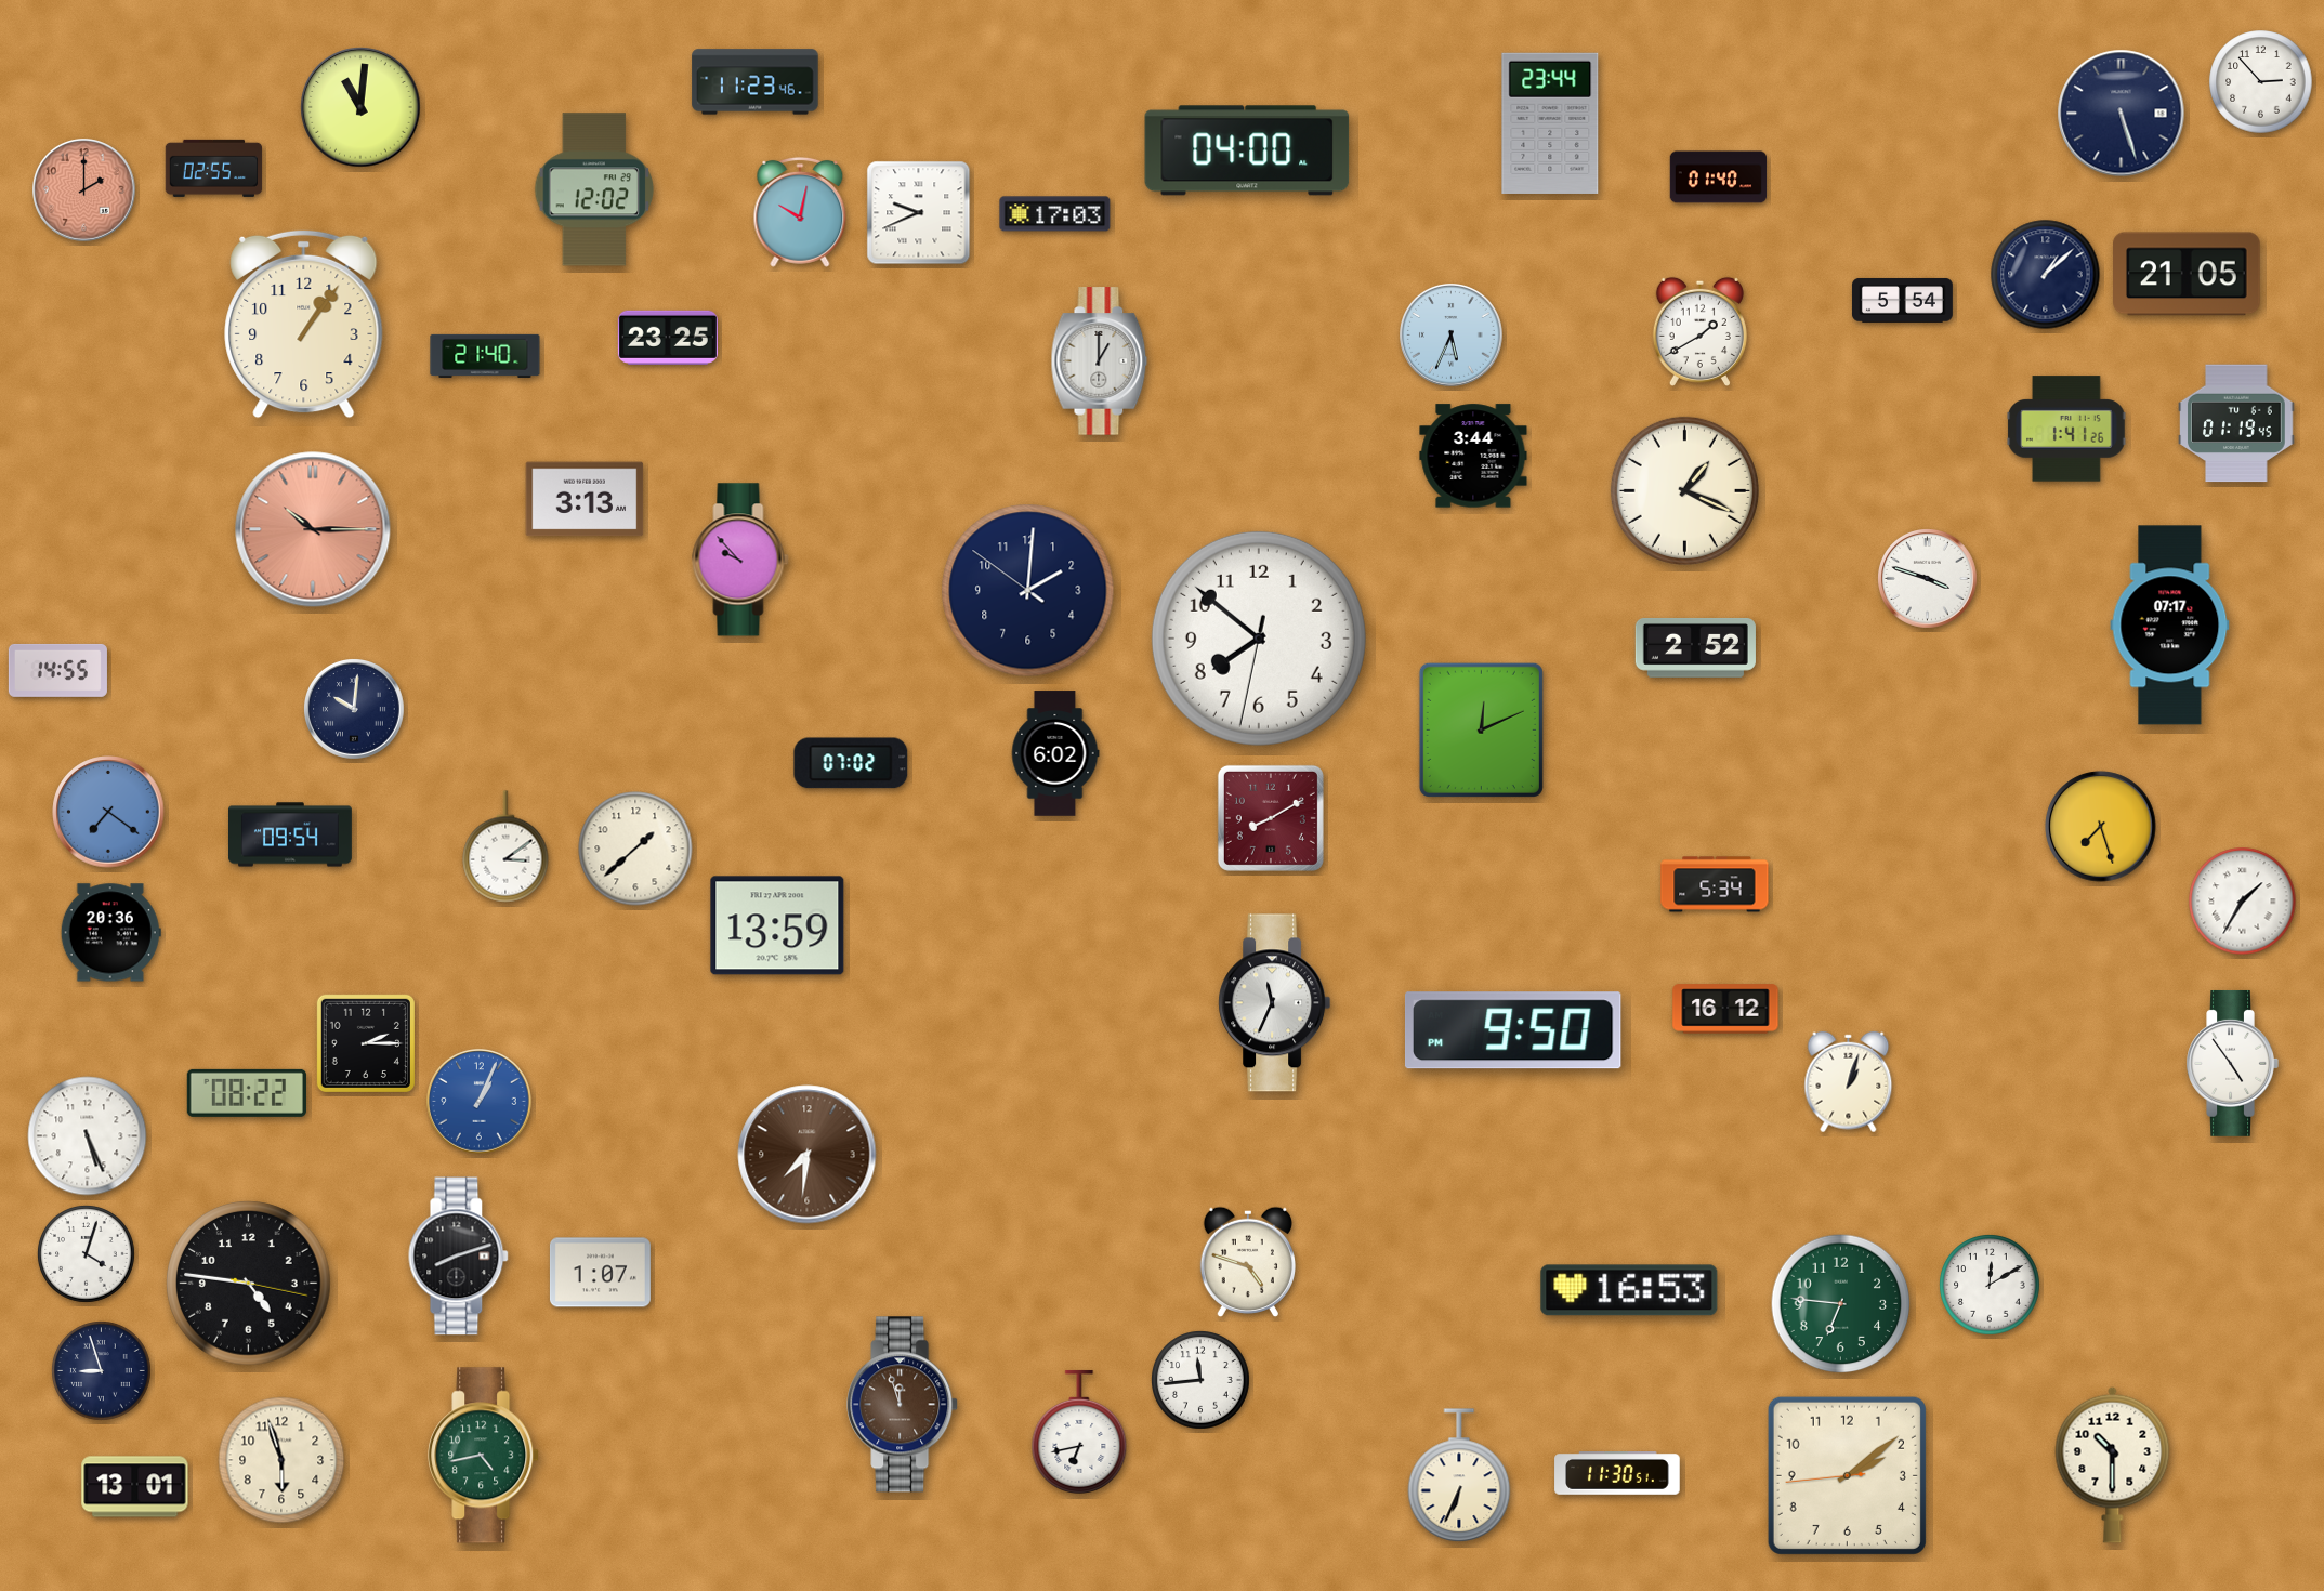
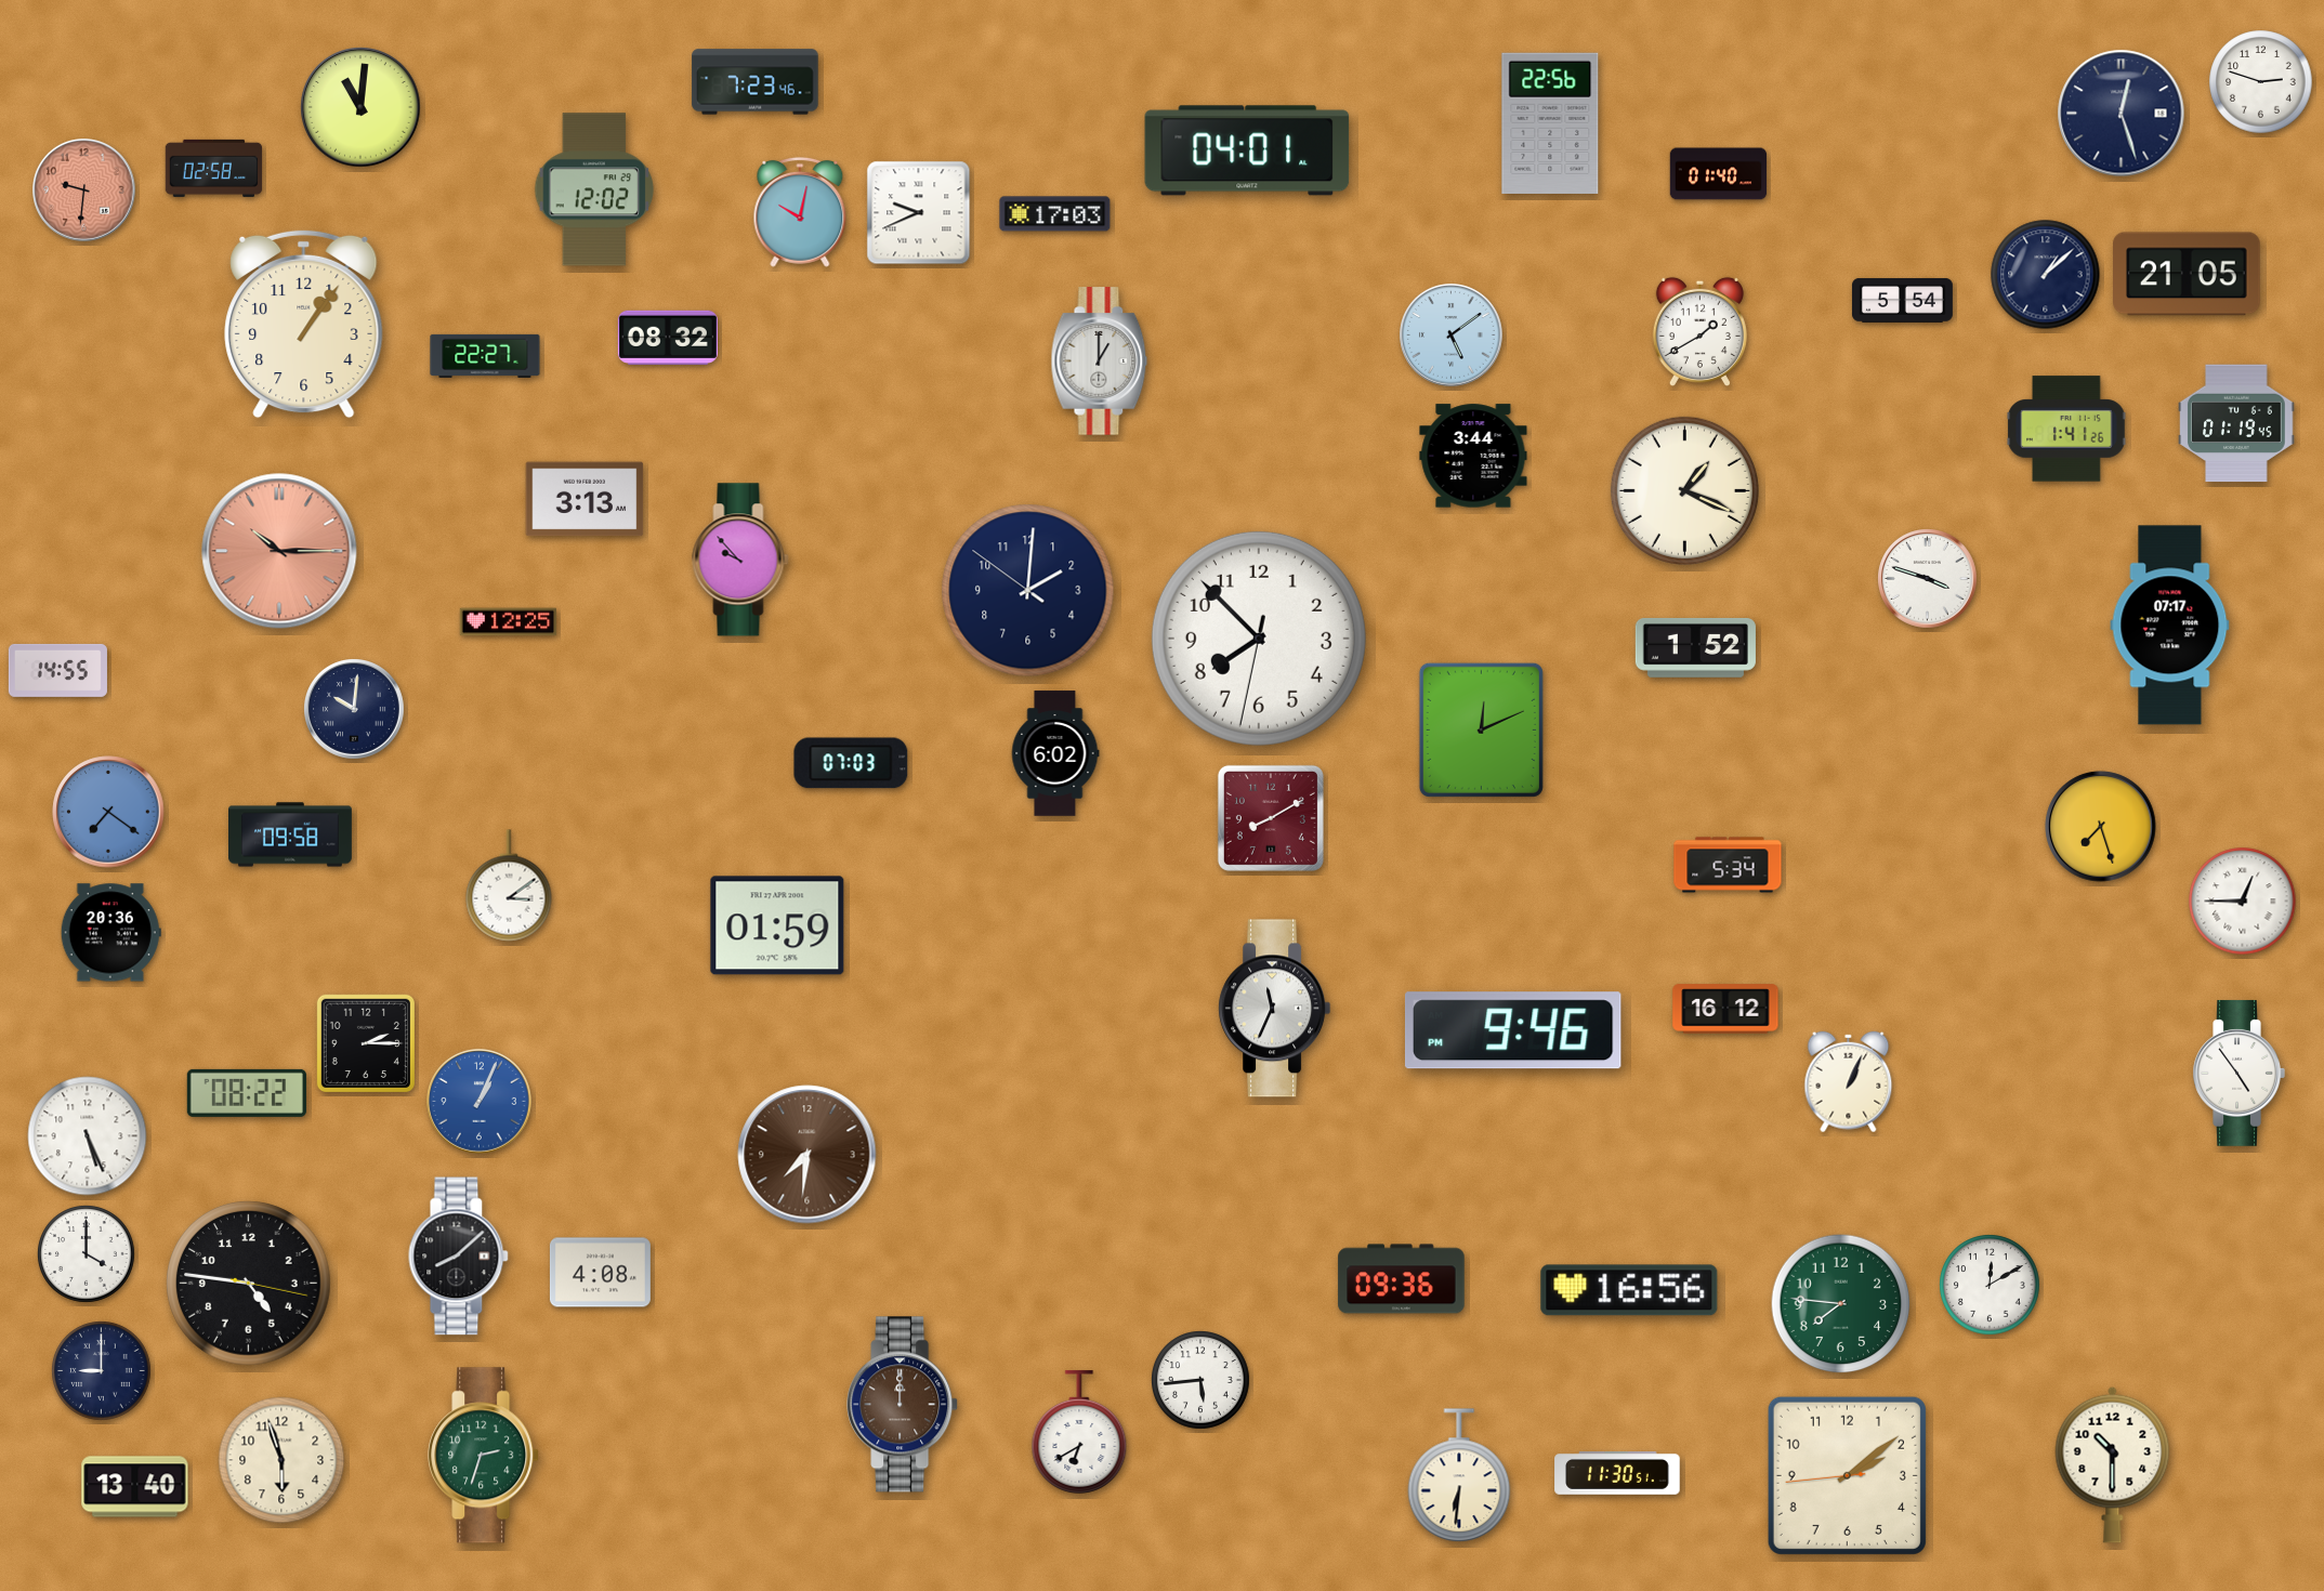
clock at (756, 82): 11:23 -> 7:23
clock at (2261, 82): 2:53 -> 2:48
clock at (2122, 114): 5:27 -> 12:27
clock at (1550, 123): 23:44 -> 22:56
clock at (1247, 150): 04:00 -> 04:01
clock at (214, 168): 02:55 -> 02:58
clock at (1719, 177) position: (1719, 177) -> (1719, 174)
clock at (84, 190): 2:00 -> 9:31
clock at (1452, 336): 5:34 -> 5:09
clock at (668, 338): 23:25 -> 08:32
clock at (485, 356): 21:40 -> 22:27
clock at (313, 529) position: (313, 529) -> (279, 551)
clock at (509, 622): none -> 12:25
clock at (1259, 639): 7:51 -> 7:52
clock at (1695, 647): 2:52 -> 1:52
clock at (851, 763): 07:02 -> 07:03
clock at (291, 834): 09:54 -> 09:58
clock at (505, 846) position: (505, 846) -> (509, 885)
clock at (635, 849): 1:38 -> none
clock at (1715, 884) position: (1715, 884) -> (1728, 865)
clock at (2243, 902): 1:35 -> 12:45
clock at (777, 925): 13:59 -> 01:59
clock at (1275, 1003) position: (1275, 1003) -> (1275, 1009)
clock at (1513, 1030): 9:50 -> 9:46
clock at (2232, 1063) position: (2232, 1063) -> (2238, 1073)
clock at (1849, 1082): 1:03 -> 1:04
clock at (87, 1254): 4:03 -> 4:00
clock at (459, 1257): 8:12 -> 8:08
clock at (1247, 1262): 4:48 -> none
clock at (600, 1273): 1:07 -> 4:08
clock at (1402, 1279): none -> 09:36
clock at (1629, 1290): 16:53 -> 16:56
clock at (1841, 1304): 6:46 -> 7:46
clock at (102, 1371): 8:57 -> 9:00
clock at (1200, 1380): 11:44 -> 5:44
clock at (903, 1405): 11:57 -> 12:00
clock at (1079, 1432): 6:43 -> 6:40
clock at (484, 1456): 4:43 -> 2:33
clock at (1459, 1475): 6:34 -> 6:31
clock at (135, 1487): 13:01 -> 13:40
